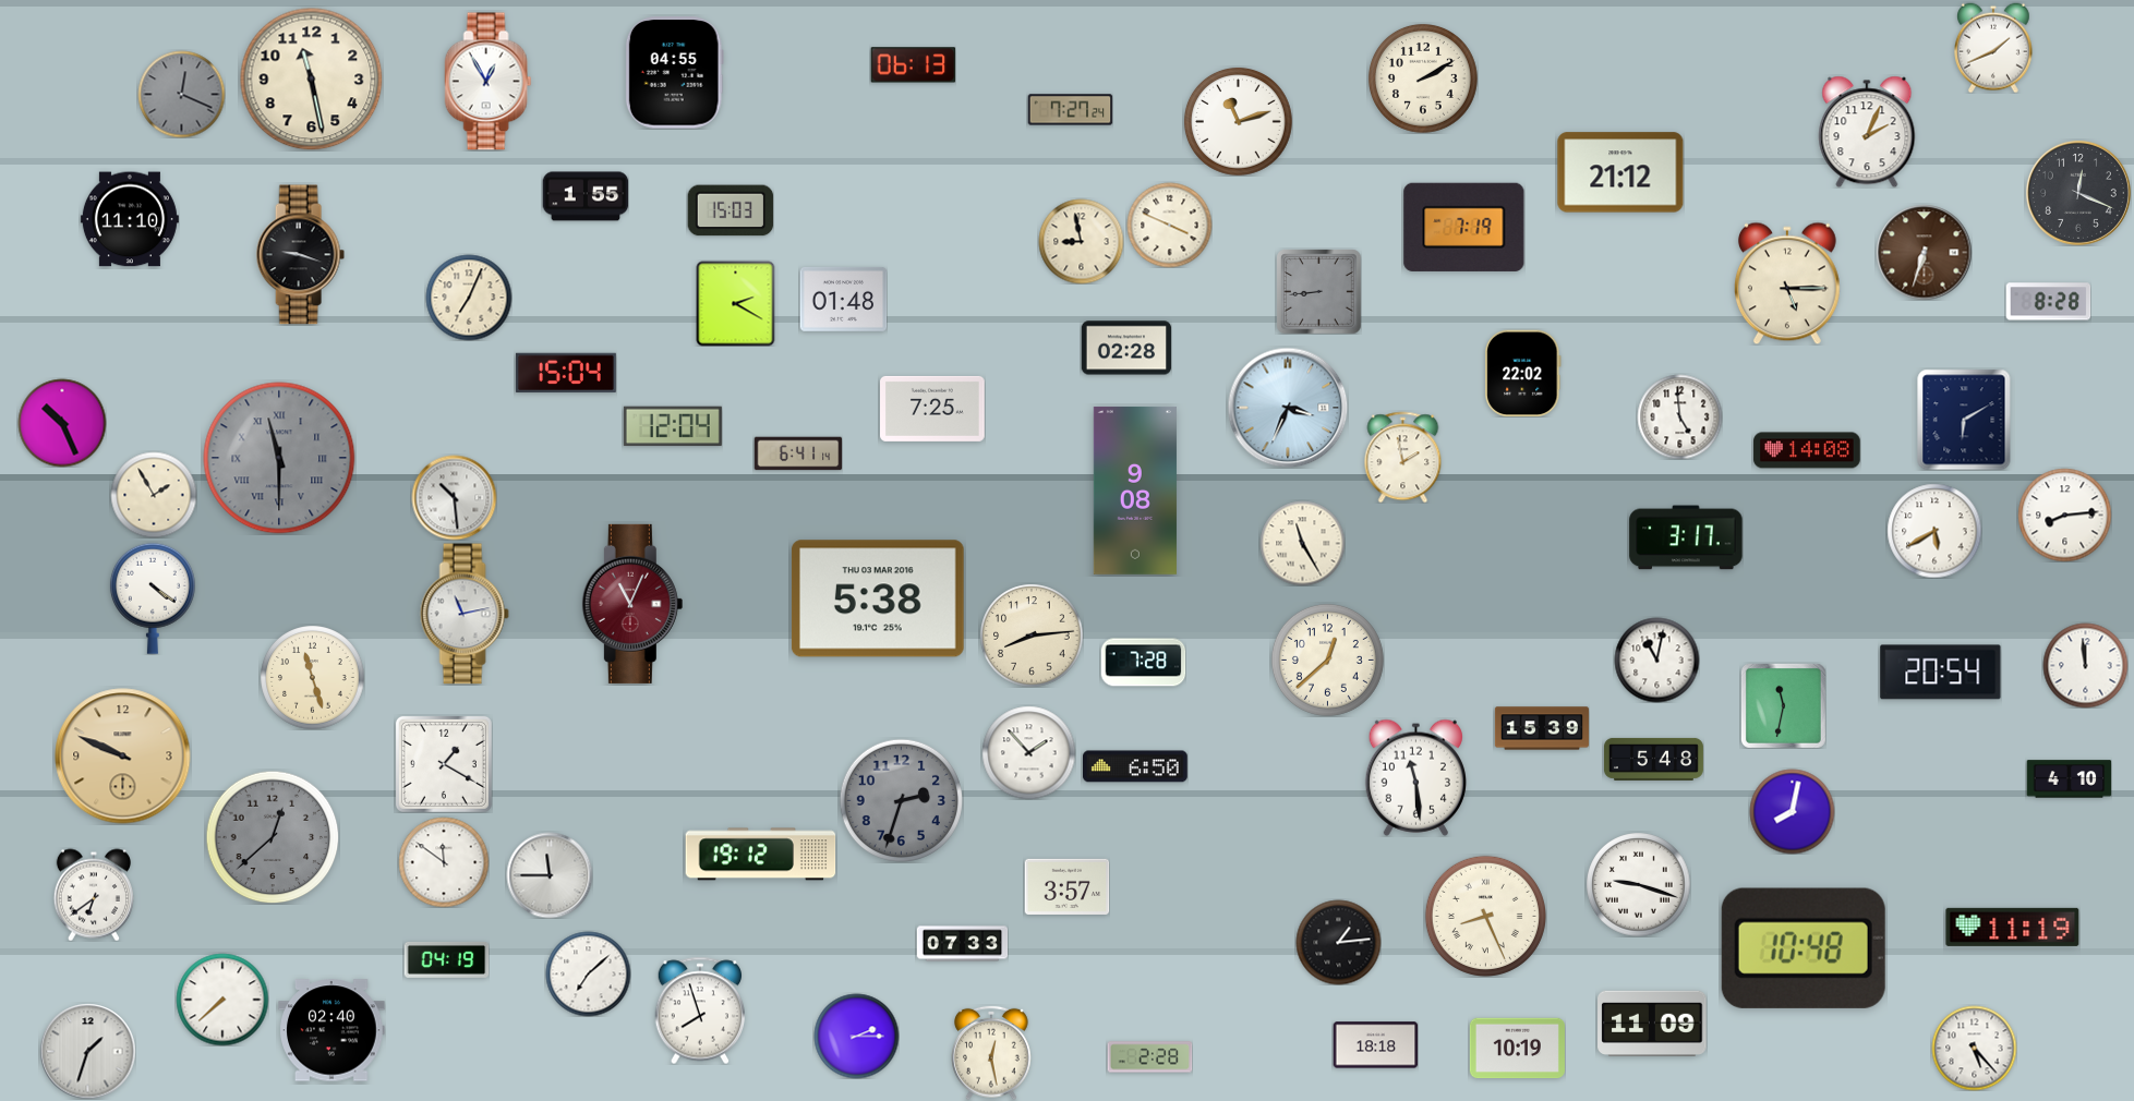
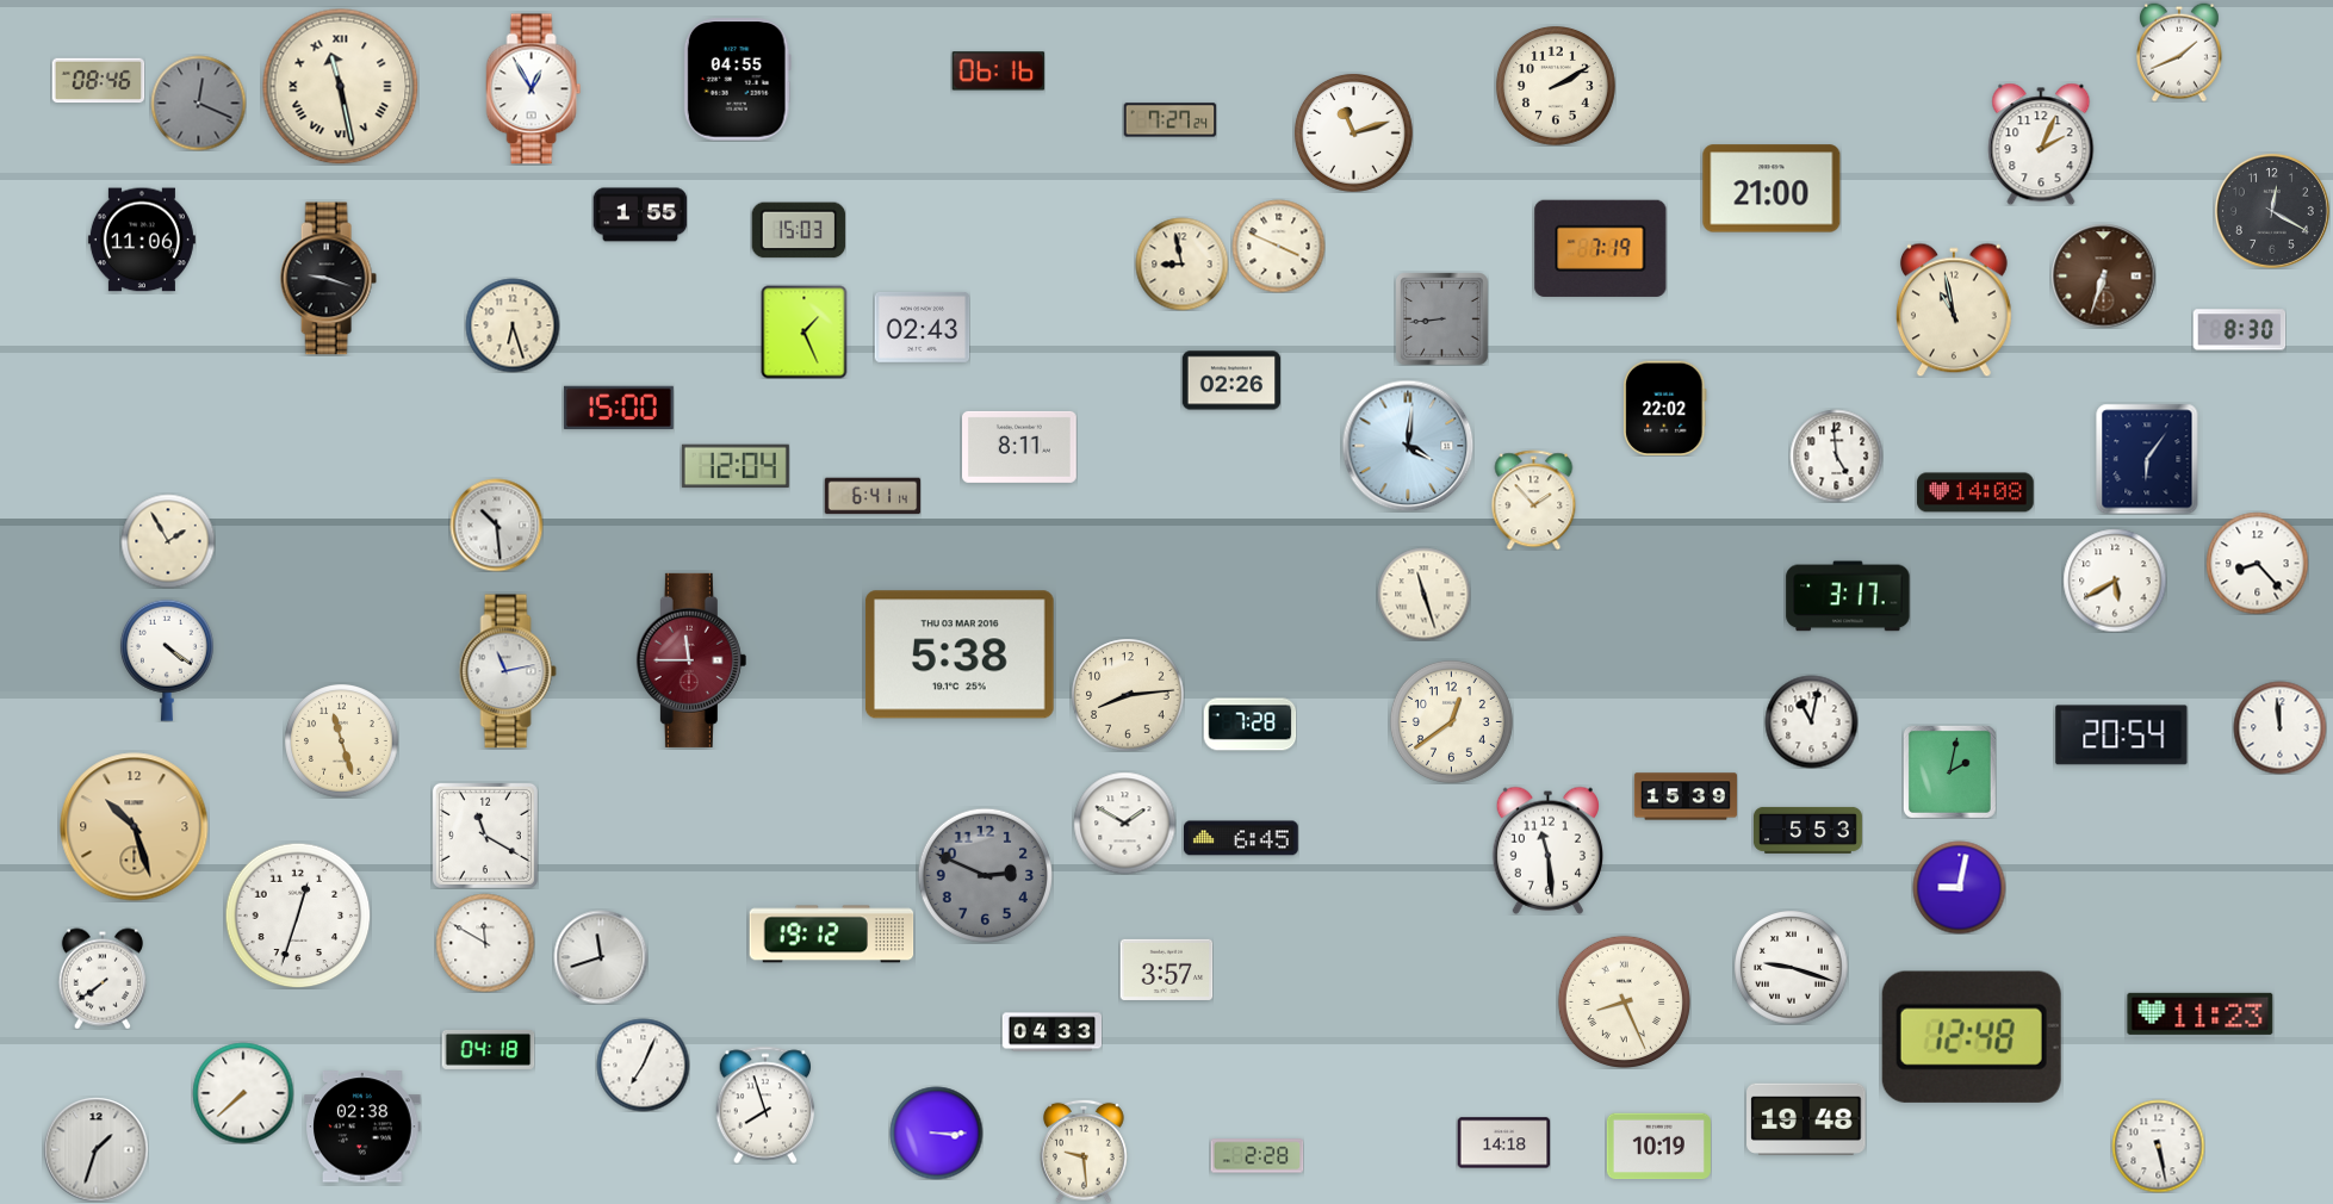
clock at (913, 65): 06:13 -> 06:16
clock at (98, 81): none -> 08:46
clock at (312, 80) numerals: Arabic -> Roman
clock at (1620, 172): 21:12 -> 21:00
clock at (2078, 193): 12:19 -> 12:20
clock at (130, 219): 11:10 -> 11:06
clock at (1787, 283): 5:15 -> 10:58
clock at (469, 298): 7:04 -> 6:27
clock at (843, 299): 01:48 -> 02:43
clock at (2048, 302): 8:28 -> 8:30
clock at (736, 303): 2:20 -> 1:26
clock at (1126, 348): 02:28 -> 02:26
clock at (566, 373): 15:04 -> 15:00
clock at (1288, 408): 3:34 -> 4:01
clock at (933, 409): 7:25 -> 8:11
clock at (1964, 420): 6:10 -> 6:06
clock at (62, 423): 10:26 -> none
clock at (1403, 457): 1:58 -> 1:53
clock at (279, 458): 11:30 -> none
clock at (1135, 491): 9:08 -> none
clock at (454, 497) position: (454, 497) -> (496, 525)
clock at (2064, 515): 8:14 -> 8:23
clock at (1686, 537) position: (1686, 537) -> (1848, 596)
clock at (1302, 543): 11:25 -> 11:27
clock at (153, 598) position: (153, 598) -> (167, 660)
clock at (632, 604): 11:04 -> 11:45
clock at (1327, 660): 12:38 -> 12:39
clock at (1783, 705): 11:32 -> 2:02
clock at (1028, 752): 1:53 -> 1:50
clock at (123, 757): 9:49 -> 10:27
clock at (1653, 759): 5:48 -> 5:53
clock at (444, 764): 1:20 -> 11:20
clock at (1136, 766): 6:50 -> 6:45
clock at (2069, 779): 4:10 -> none
clock at (901, 800): 2:33 -> 2:49
clock at (1792, 811): 8:02 -> 9:02
clock at (273, 837): 12:38 -> 12:33
clock at (273, 837) dial: grey -> white
clock at (444, 862): 11:51 -> 11:50
clock at (550, 875): 11:45 -> 11:42
clock at (94, 895): 6:39 -> 7:39
clock at (2013, 927): 11:19 -> 11:23
clock at (1338, 942): 1:14 -> none
clock at (962, 944): 07:33 -> 04:33
clock at (1804, 948): 10:48 -> 12:48
clock at (446, 959): 04:19 -> 04:18
clock at (588, 973): 7:08 -> 7:04
clock at (1652, 1023): 11:09 -> 19:48
clock at (333, 1030): 02:40 -> 02:38
clock at (856, 1036): 2:15 -> 3:15
clock at (1375, 1045): 18:18 -> 14:18
clock at (1974, 1048): 5:23 -> 5:28
clock at (992, 1053): 12:28 -> 9:29
